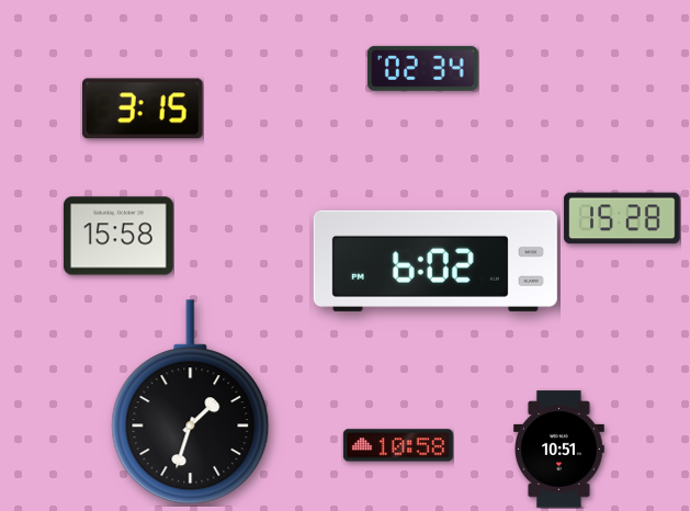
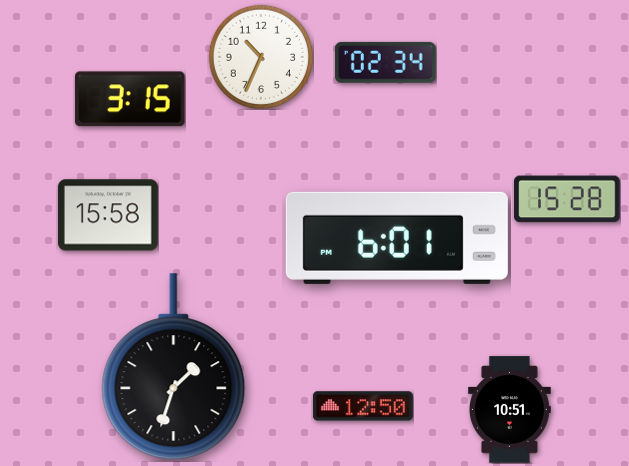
clock at (261, 57): none -> 10:34
clock at (436, 261): 6:02 -> 6:01
clock at (398, 445): 10:58 -> 12:50
